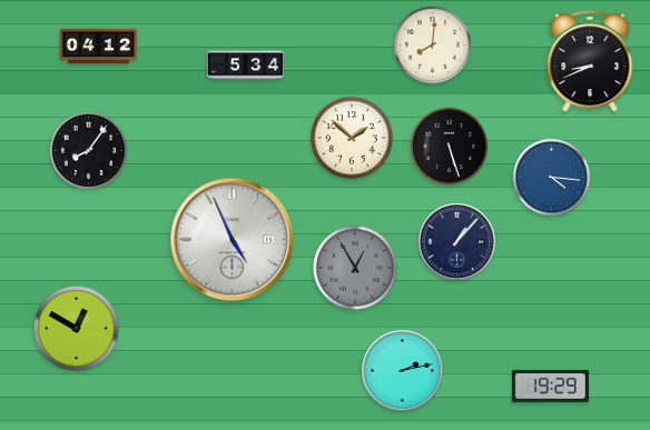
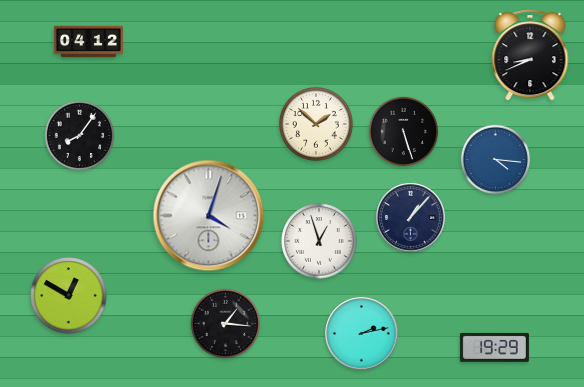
clock at (433, 46): 8:01 -> none
clock at (245, 66): 5:34 -> none
clock at (233, 240): 4:56 -> 4:03
clock at (355, 268): 12:55 -> 12:57
clock at (355, 268) dial: grey -> white
clock at (226, 324): none -> 1:16
